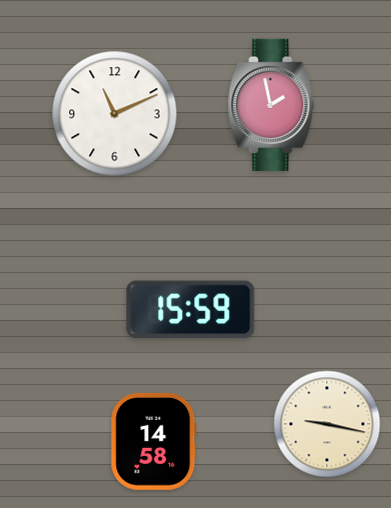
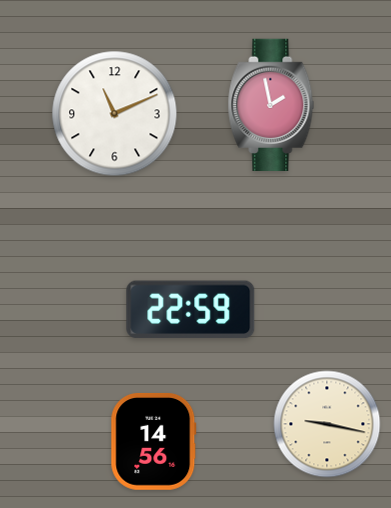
clock at (191, 310): 15:59 -> 22:59
clock at (154, 441): 14:58 -> 14:56
